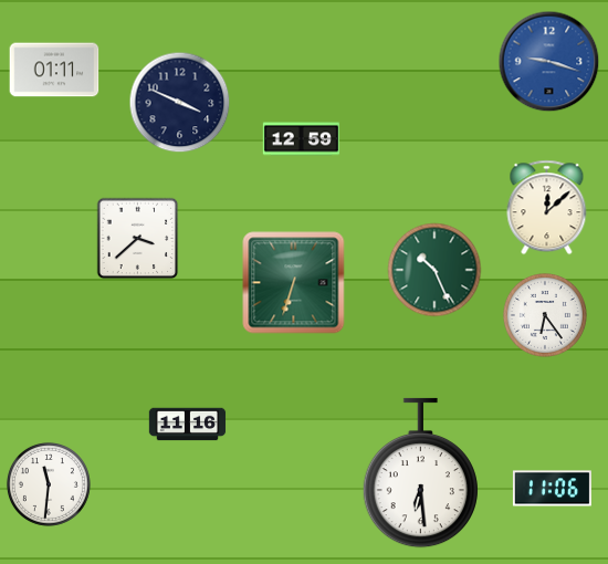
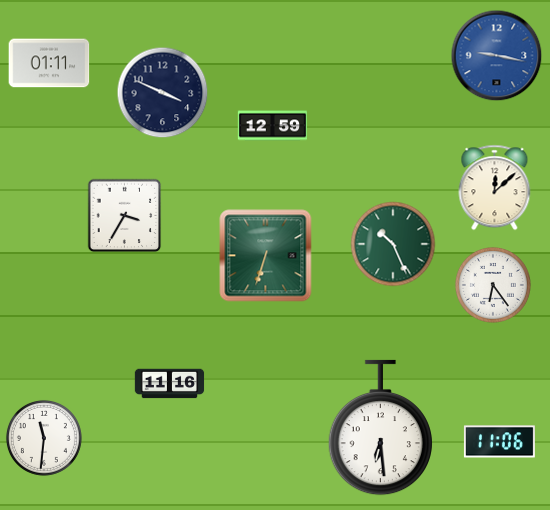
clock at (549, 62): 9:18 -> 9:17
clock at (138, 239): 3:38 -> 3:35
